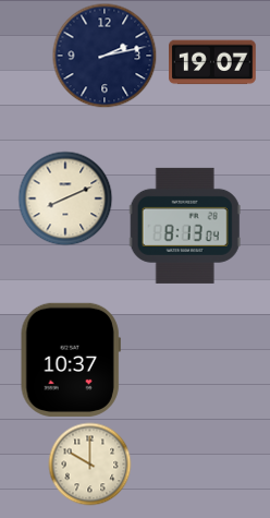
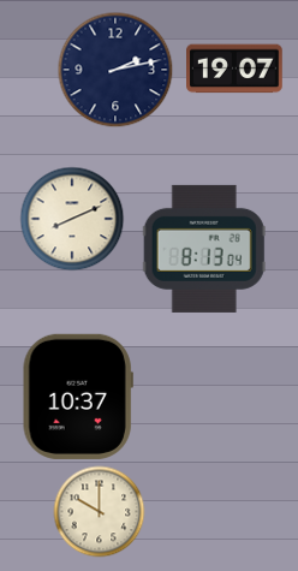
clock at (105, 56) position: (105, 56) -> (115, 70)
